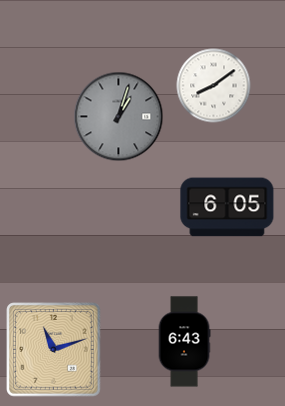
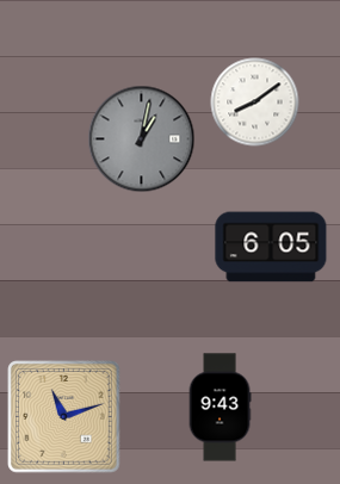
clock at (119, 117): 1:03 -> 1:02
clock at (184, 342): 6:43 -> 9:43
